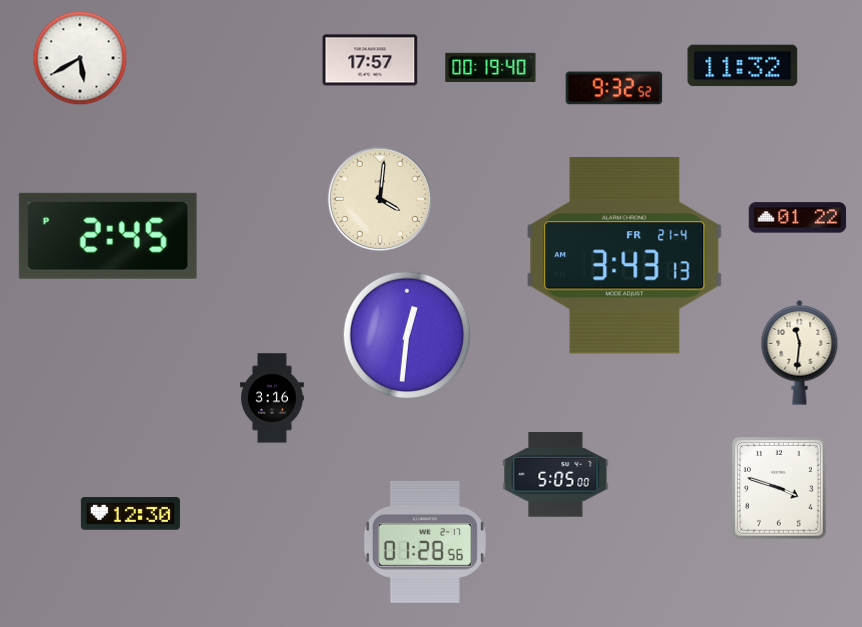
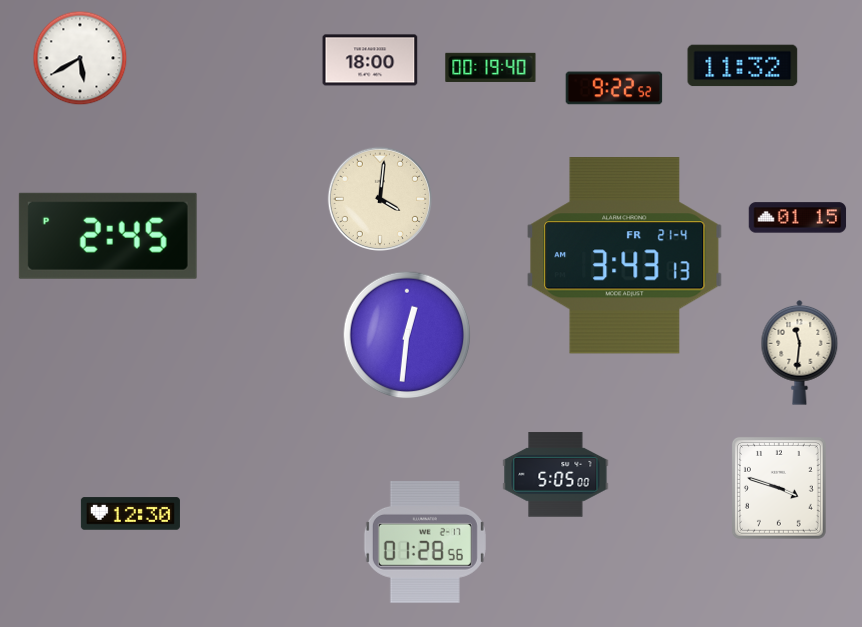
clock at (370, 60): 17:57 -> 18:00
clock at (614, 88): 9:32 -> 9:22
clock at (798, 218): 01:22 -> 01:15
clock at (273, 398): 3:16 -> none
